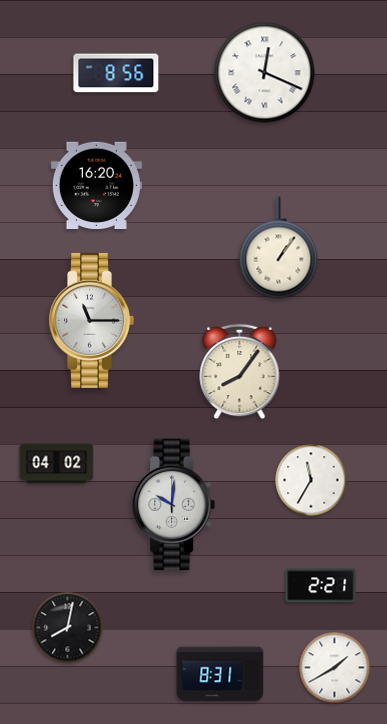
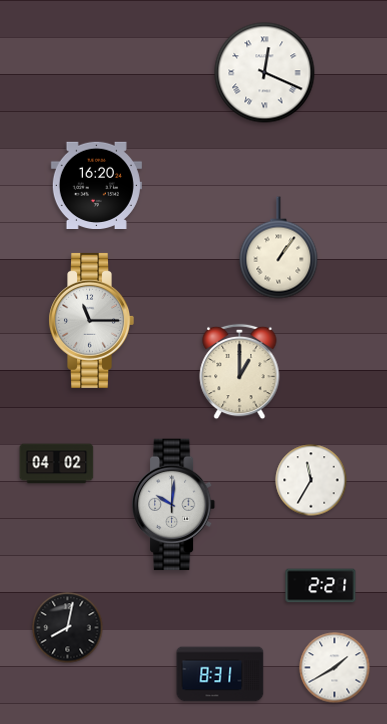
clock at (116, 73): 8:56 -> none
clock at (240, 372): 8:06 -> 1:00
